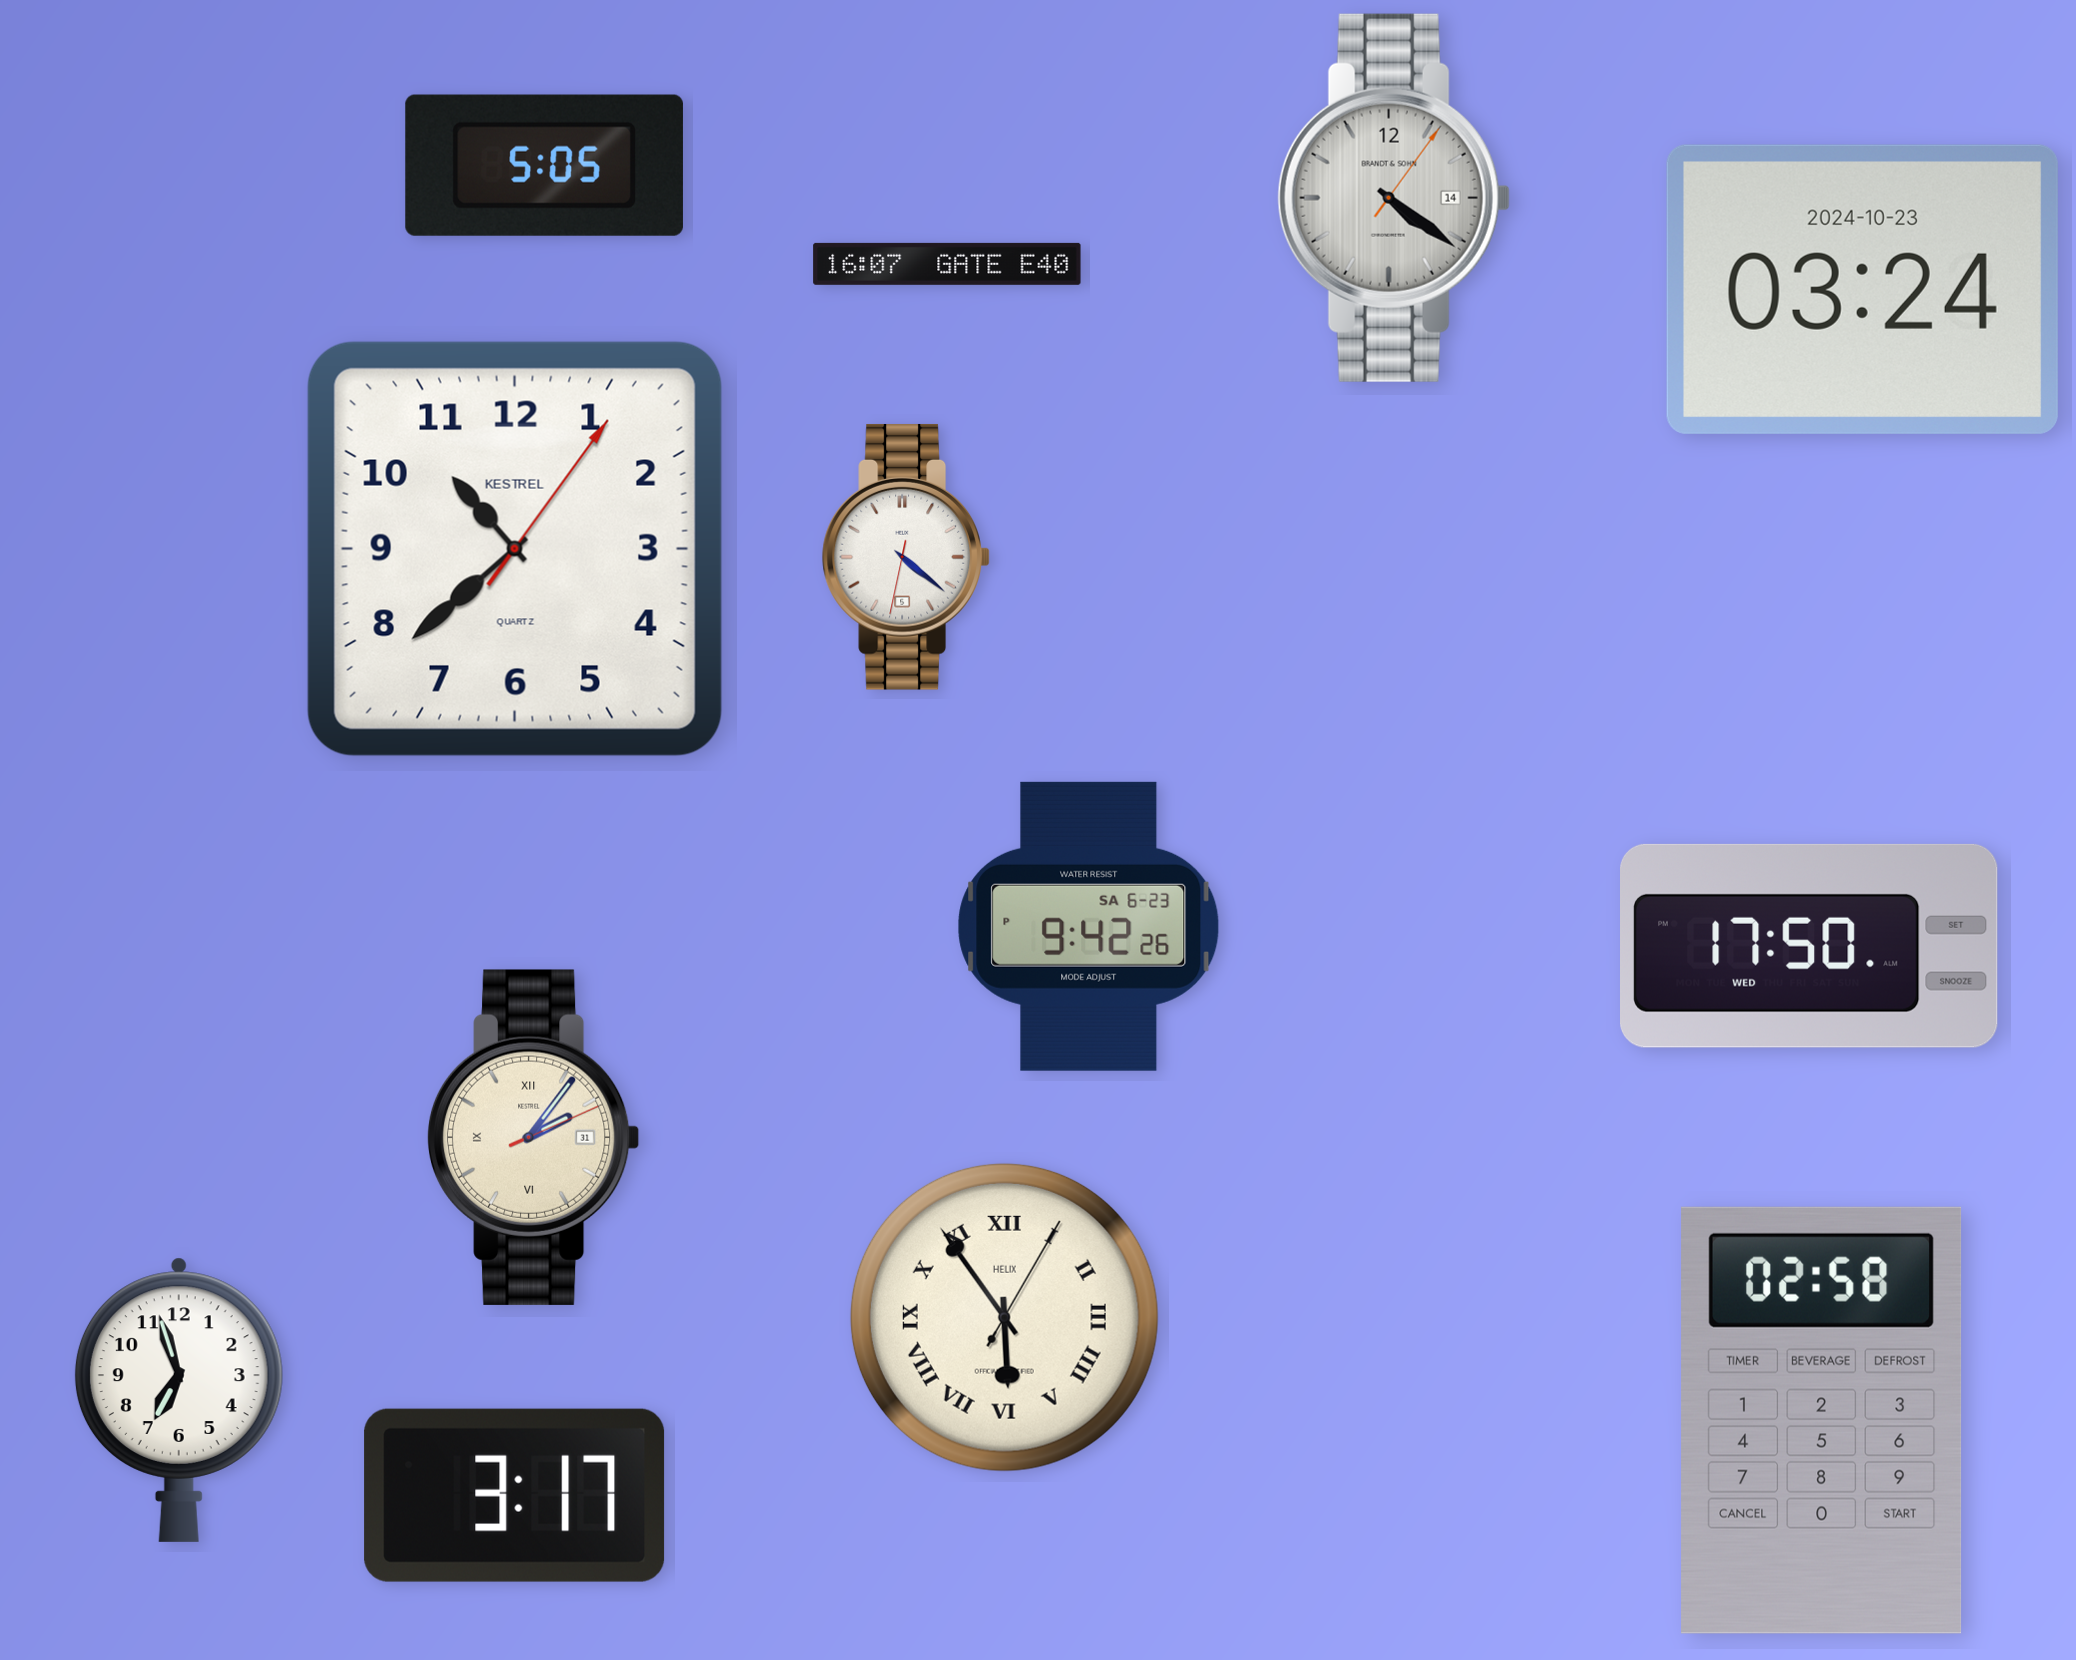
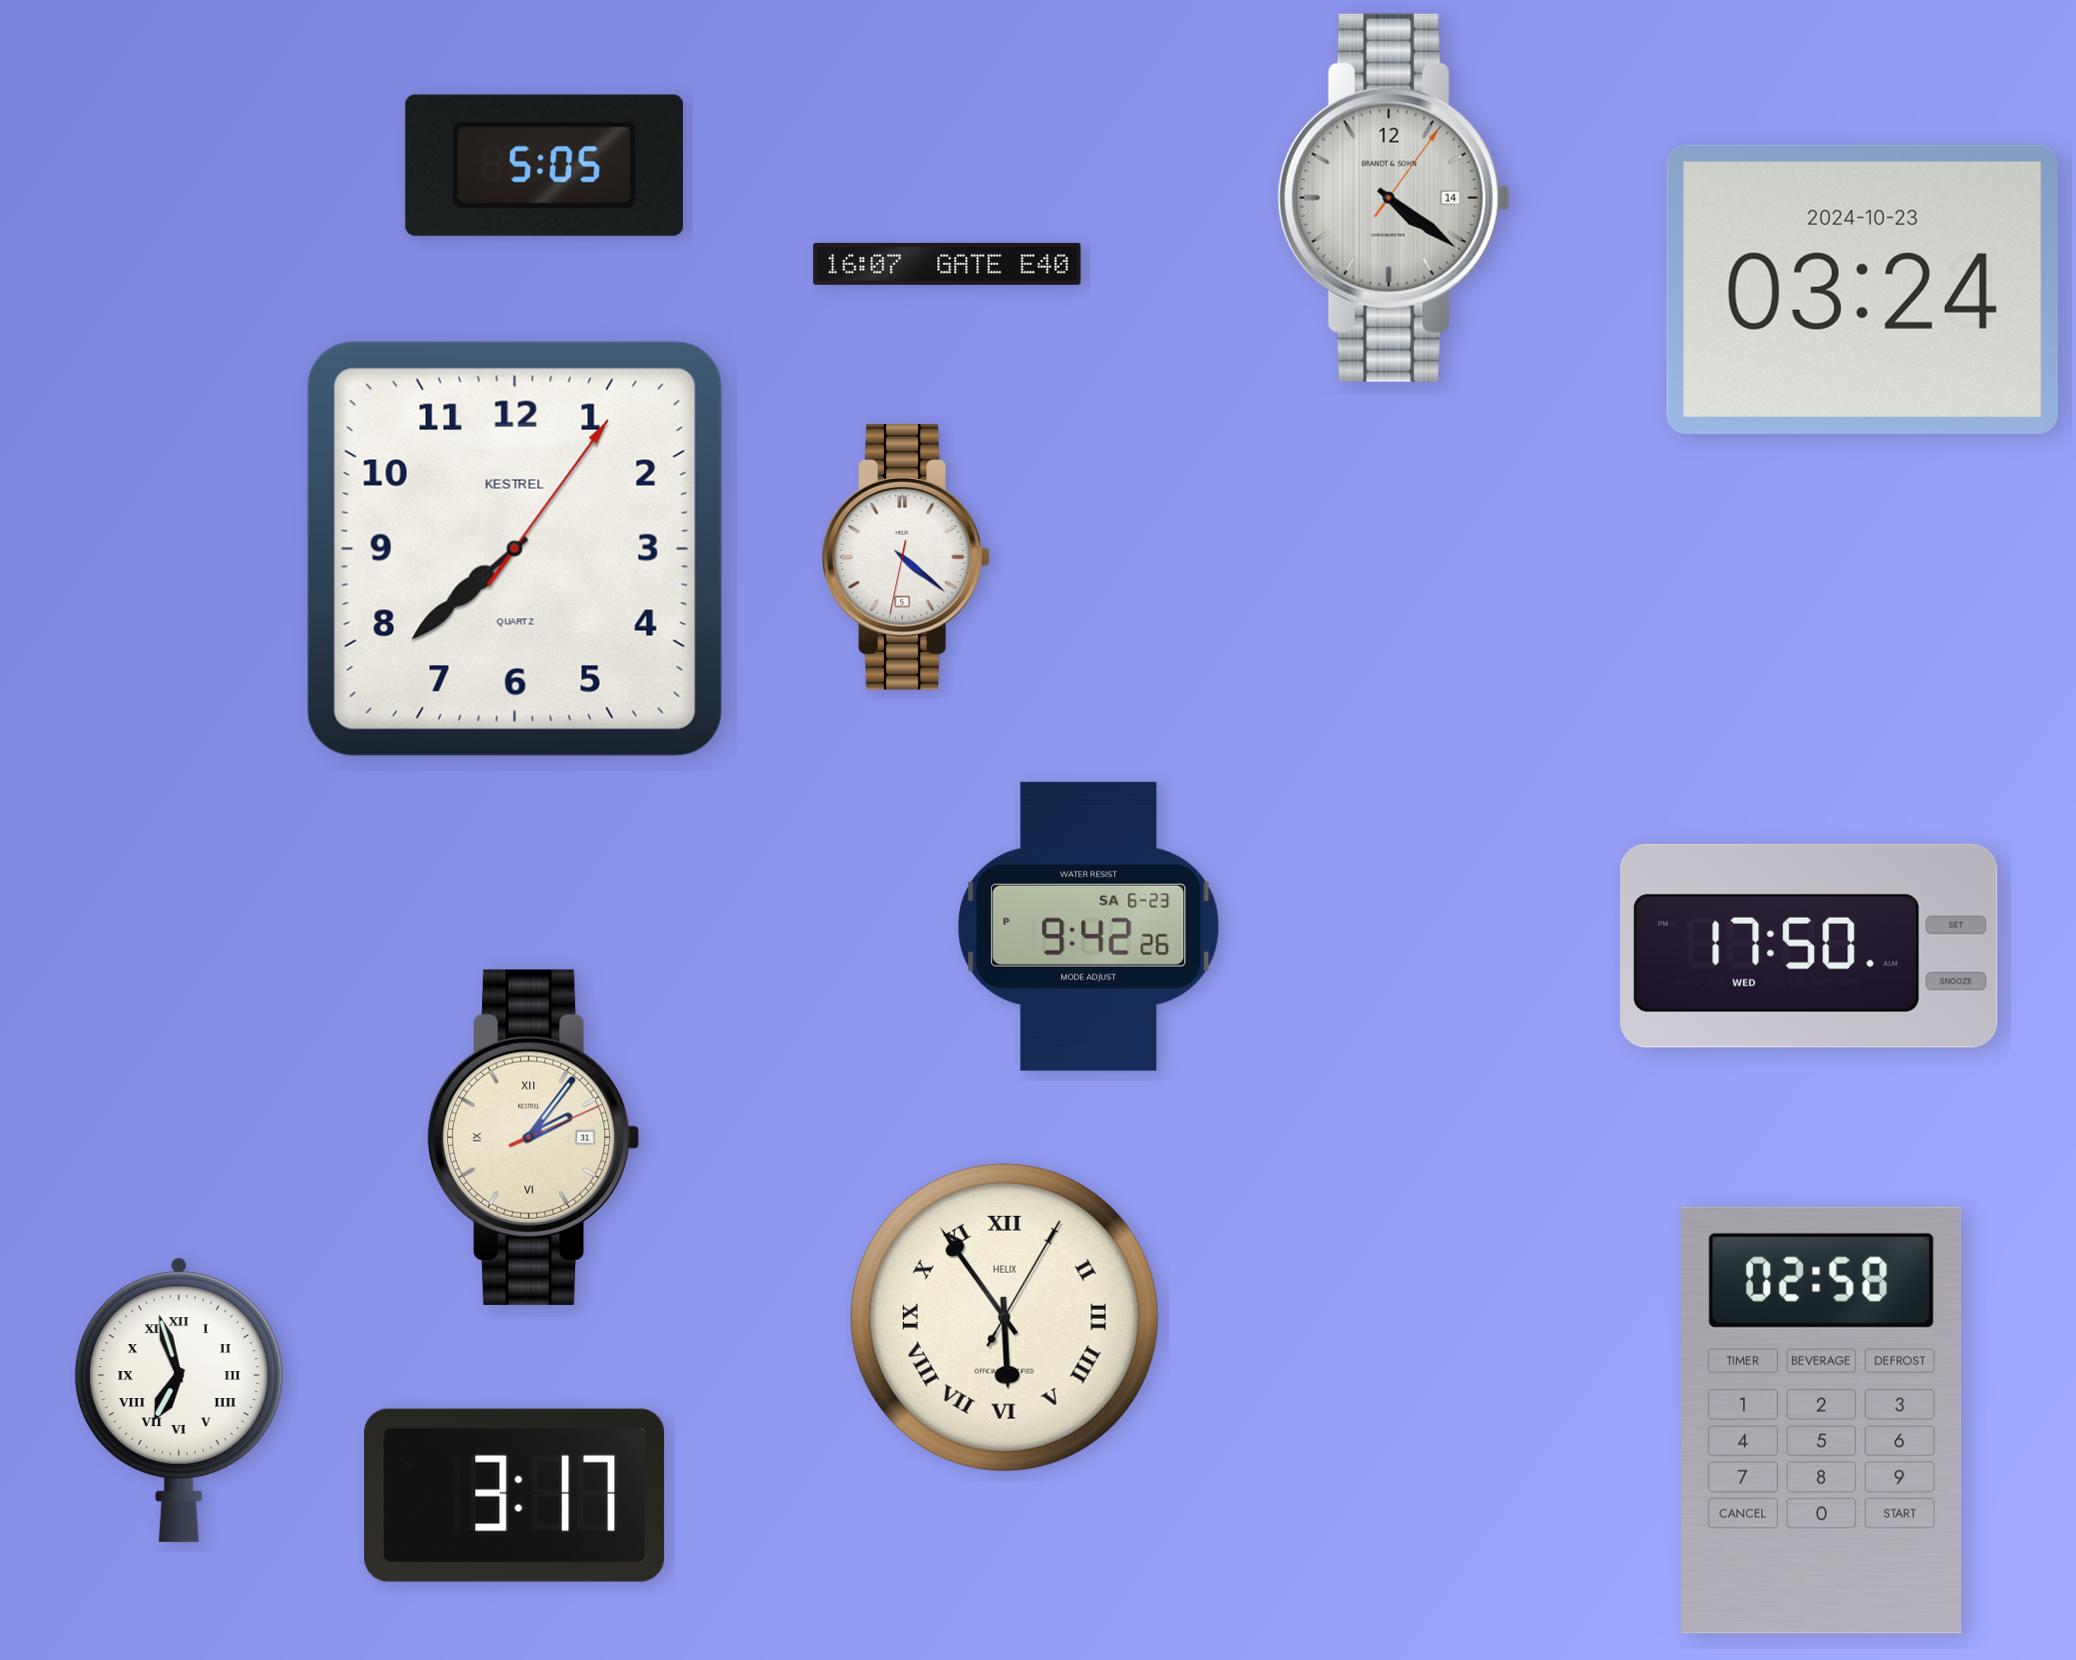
clock at (515, 549): 10:38 -> 7:38
clock at (179, 1400) numerals: Arabic -> Roman
